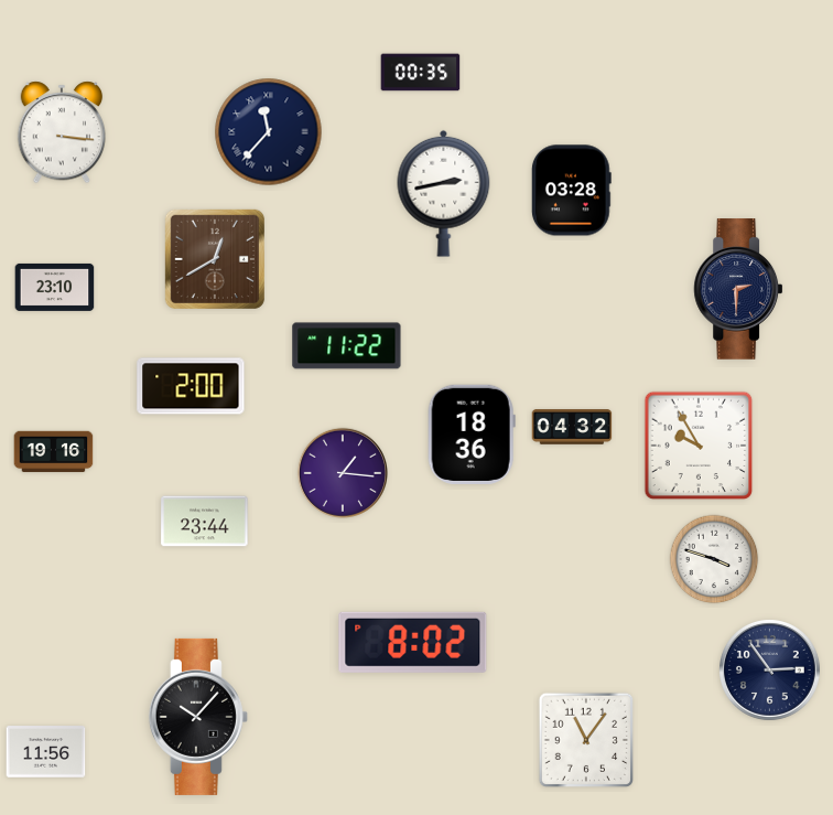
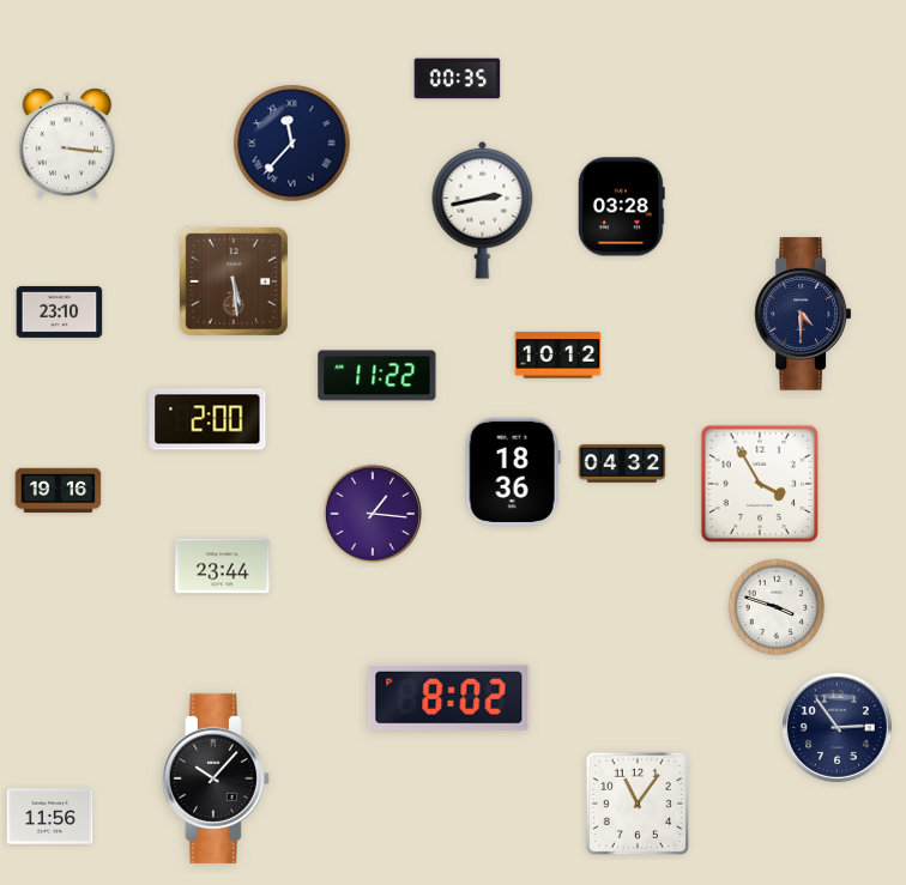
clock at (215, 259): 12:40 -> 5:29
clock at (738, 289): 2:30 -> 4:30
clock at (558, 356): none -> 10:12
clock at (699, 446): 9:55 -> 3:55
